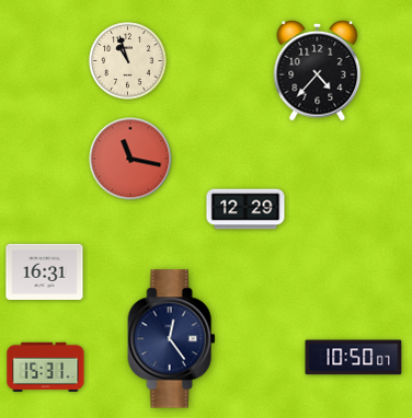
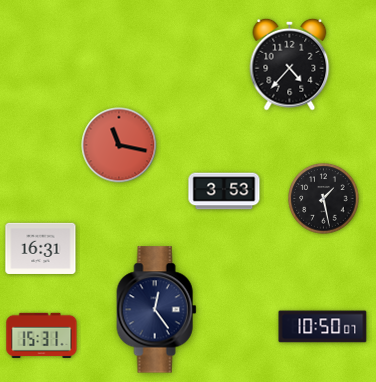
clock at (128, 61): 10:57 -> none
clock at (245, 209): 12:29 -> 3:53
clock at (324, 199): none -> 1:28
